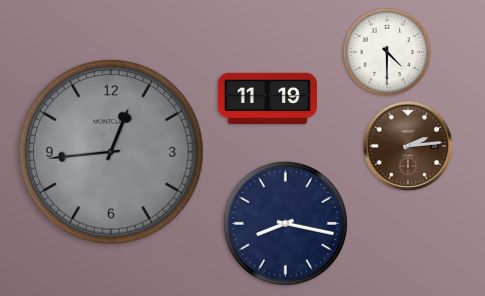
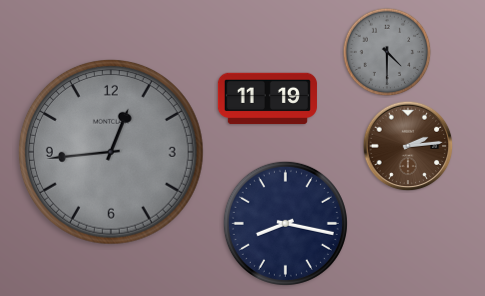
clock at (387, 52) dial: white -> grey
